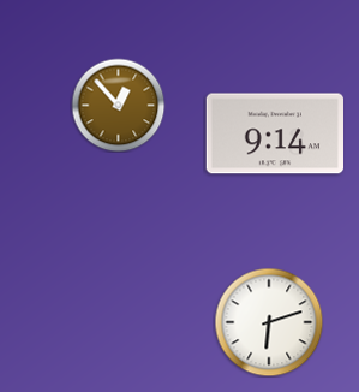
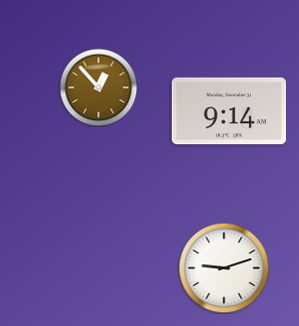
clock at (269, 322): 6:12 -> 9:12
